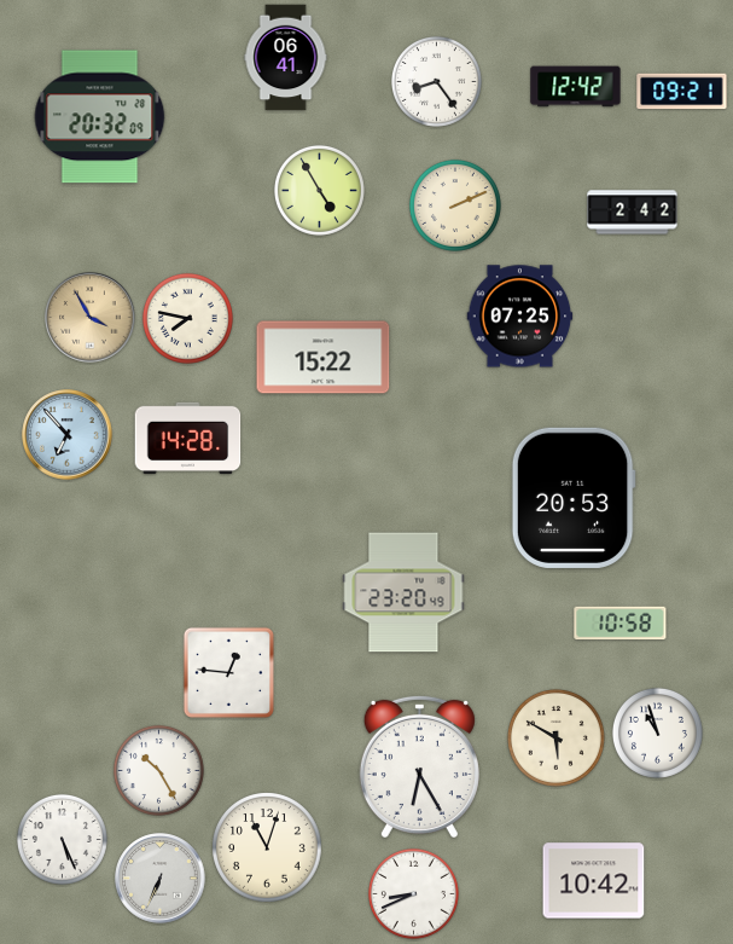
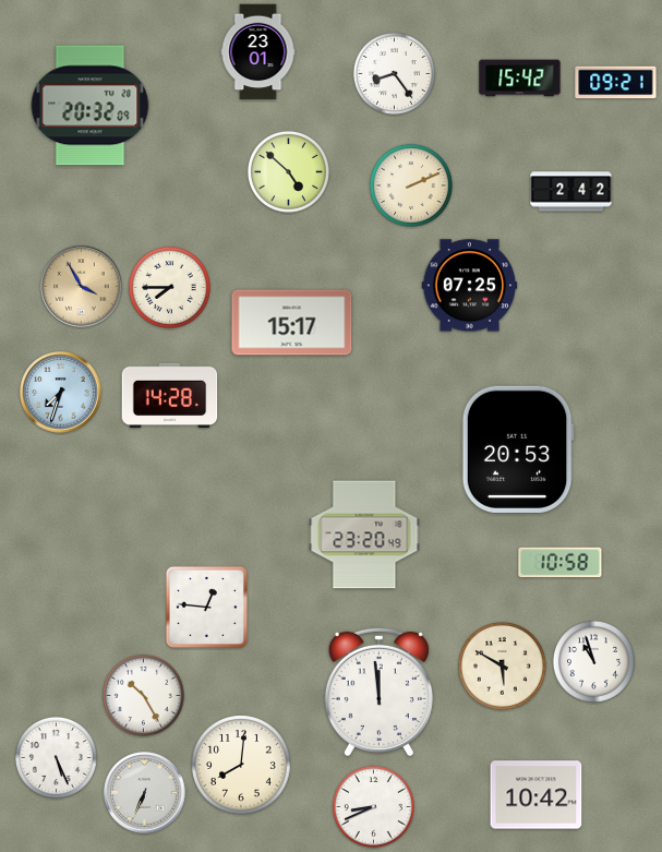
clock at (286, 58): 06:41 -> 23:01
clock at (576, 87): 12:42 -> 15:42
clock at (319, 190): 4:55 -> 4:52
clock at (187, 318): 7:47 -> 7:45
clock at (324, 358): 15:22 -> 15:17
clock at (68, 435): 6:53 -> 7:33
clock at (419, 765): 6:25 -> 11:59
clock at (268, 849): 11:03 -> 8:01
